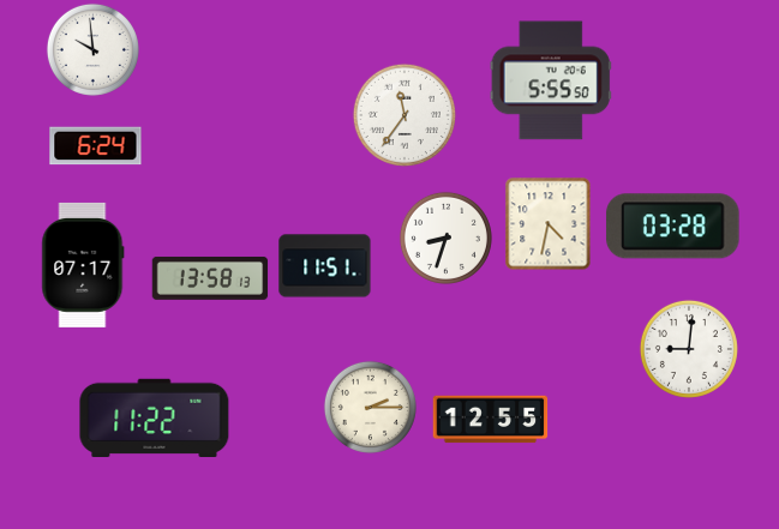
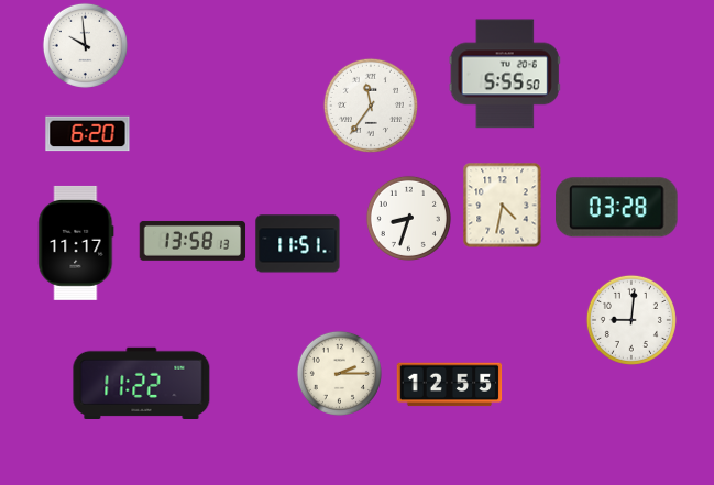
clock at (96, 146): 6:24 -> 6:20
clock at (83, 265): 07:17 -> 11:17
clock at (210, 278) position: (210, 278) -> (193, 241)
